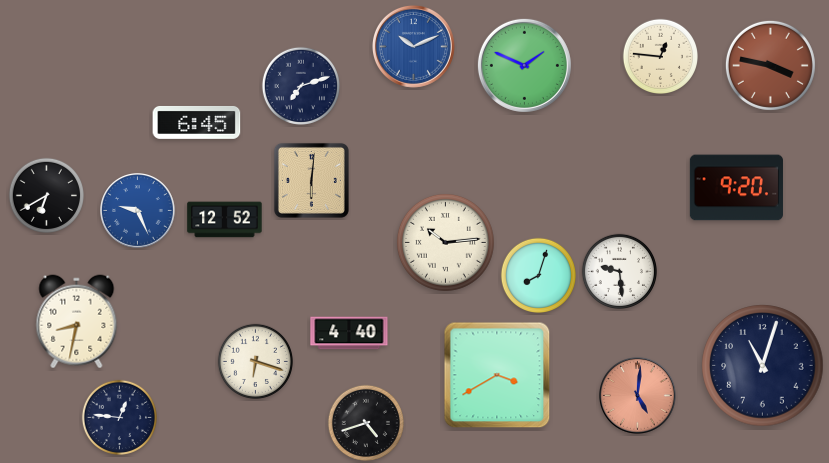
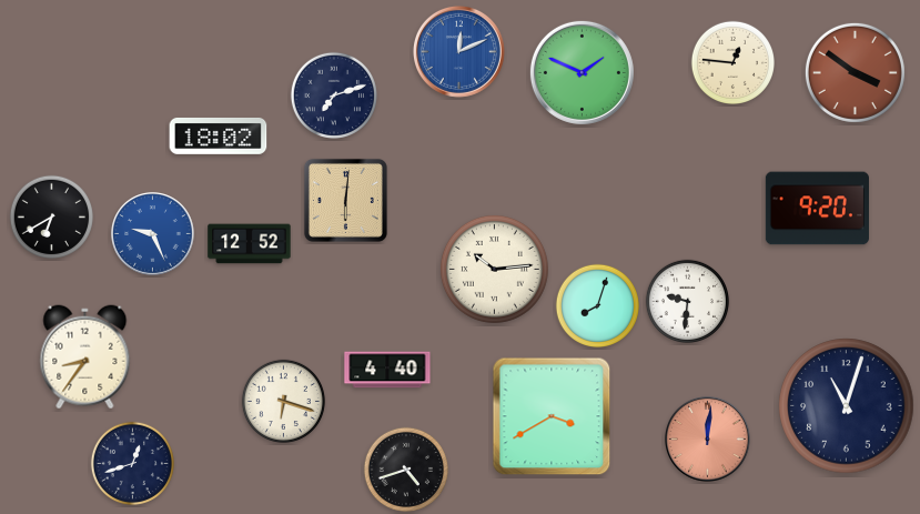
clock at (413, 46): 10:11 -> 12:11
clock at (770, 65): 3:47 -> 3:51
clock at (197, 122): 6:45 -> 18:02
clock at (619, 271): 9:29 -> 9:31
clock at (77, 322): 8:32 -> 8:36
clock at (638, 396): 5:01 -> 12:01
clock at (119, 417): 12:46 -> 12:42
